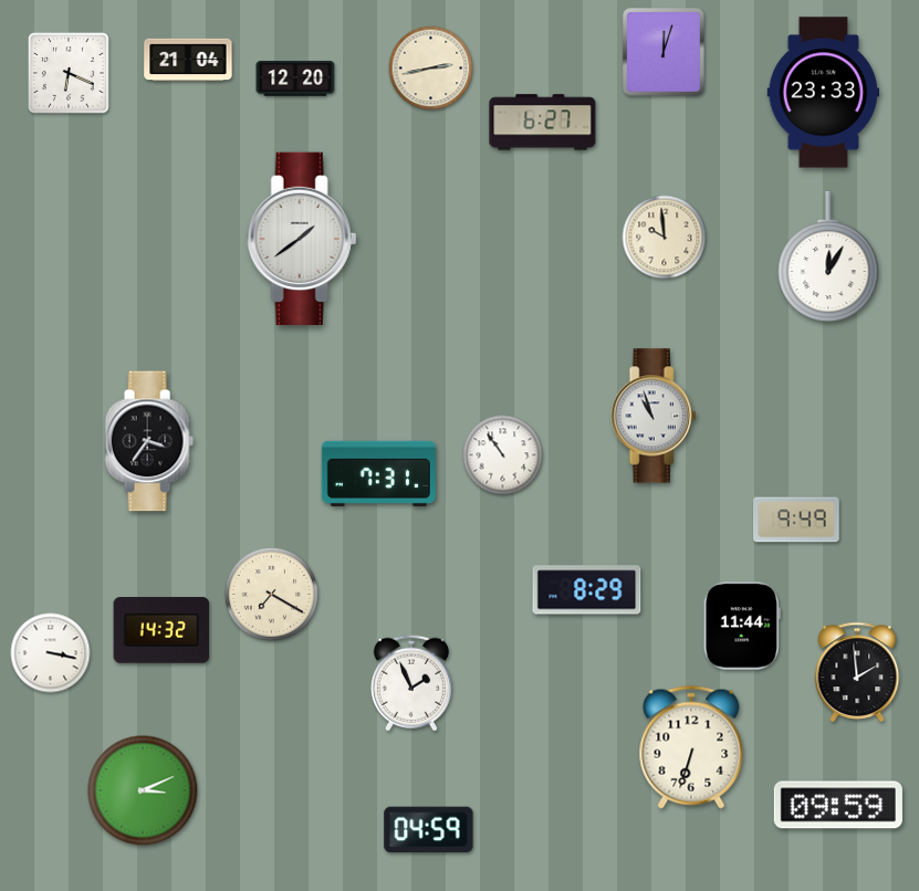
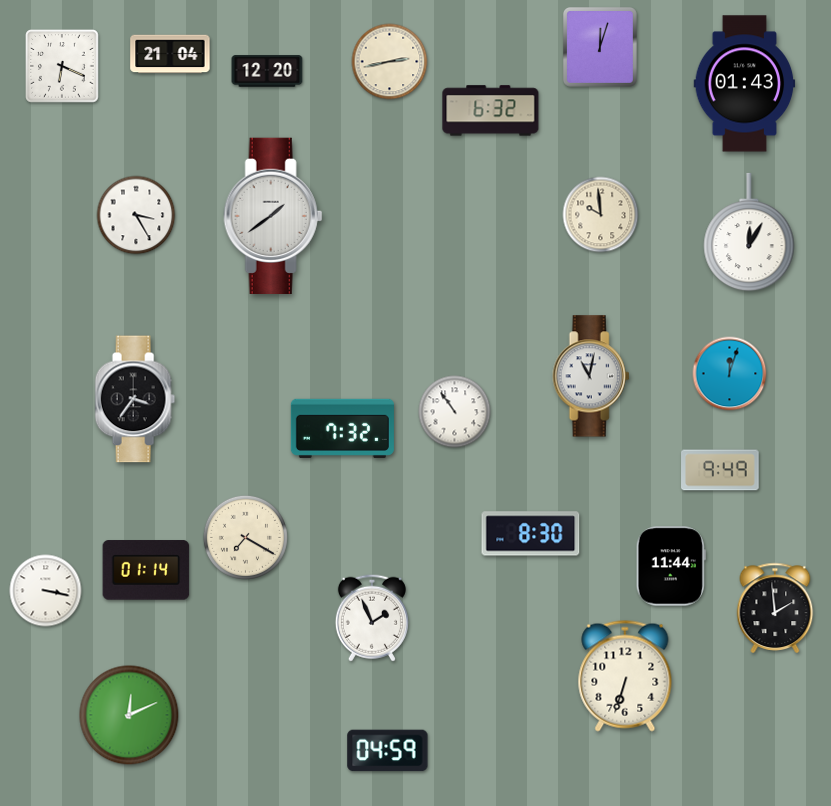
clock at (824, 93): 23:33 -> 01:43
clock at (543, 123): 6:27 -> 6:32
clock at (136, 215): none -> 3:25
clock at (730, 374): none -> 12:03
clock at (654, 416): 10:57 -> 11:02
clock at (378, 473): 7:31 -> 7:32
clock at (587, 590): 8:29 -> 8:30
clock at (161, 630): 14:32 -> 01:14
clock at (143, 790): 3:11 -> 12:11
clock at (838, 805): 09:59 -> none
